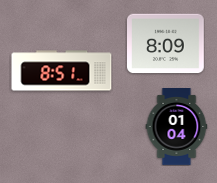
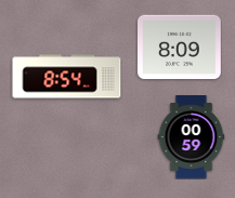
clock at (62, 71): 8:51 -> 8:54
clock at (177, 127): 01:04 -> 00:59
